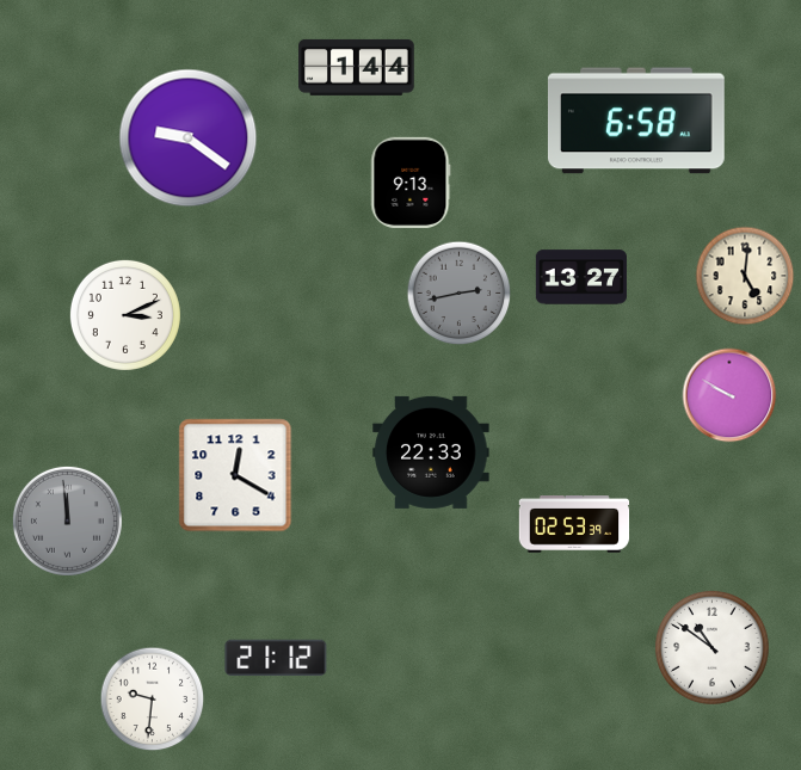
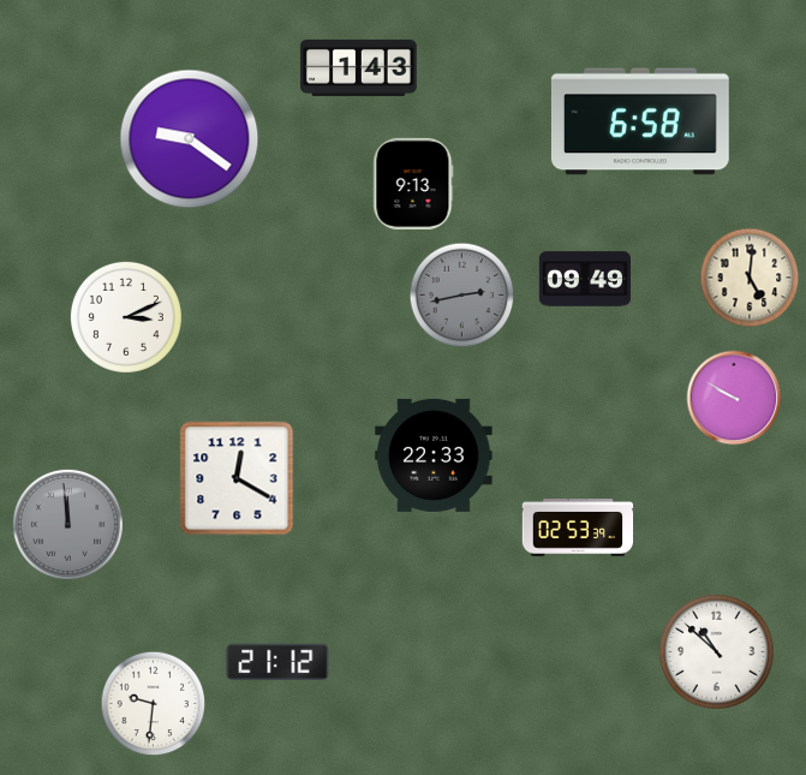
clock at (357, 67): 1:44 -> 1:43
clock at (581, 277): 13:27 -> 09:49
clock at (713, 647): 10:51 -> 10:52
